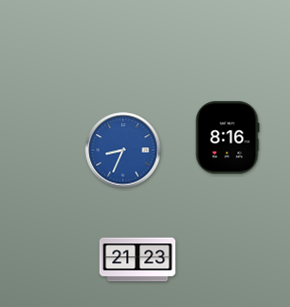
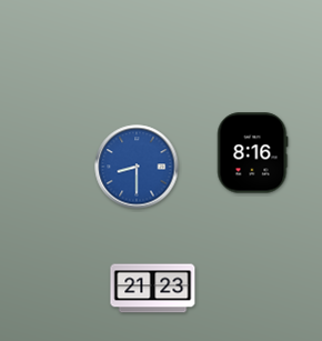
clock at (123, 150): 8:34 -> 8:30
